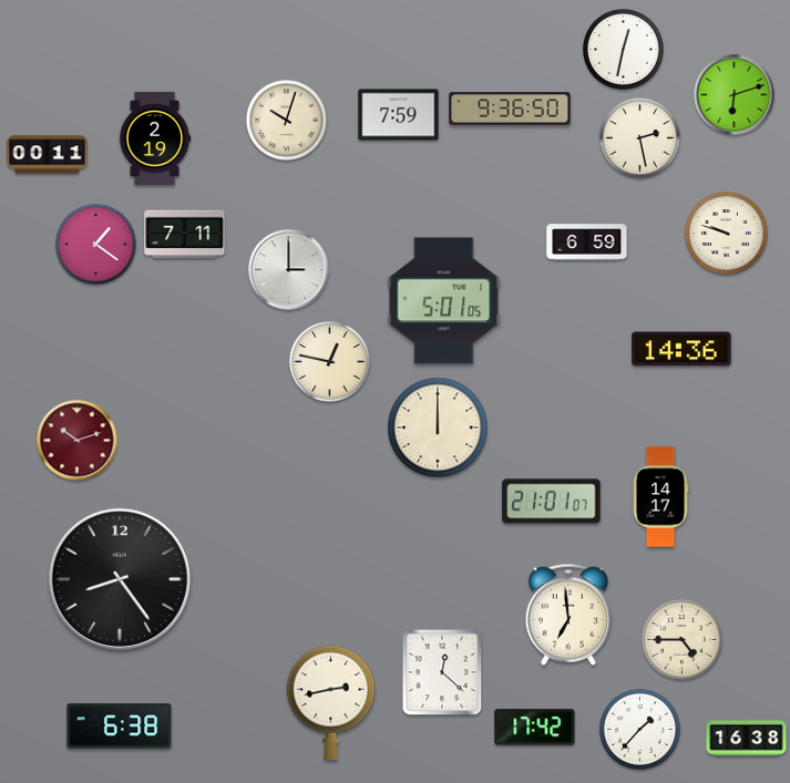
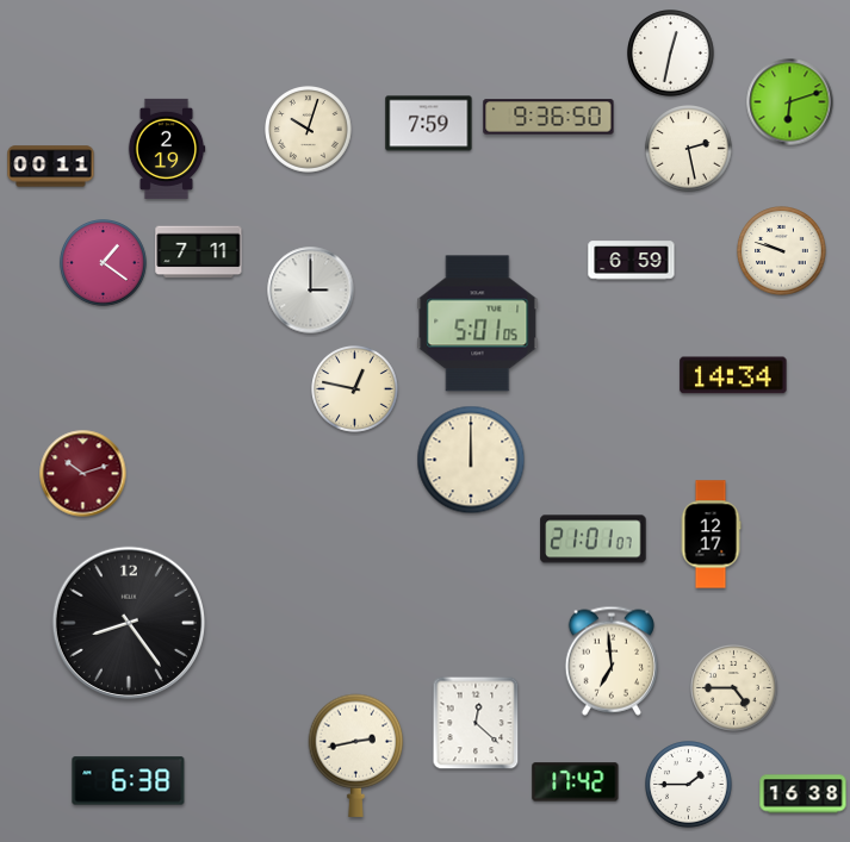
clock at (681, 349): 14:36 -> 14:34
clock at (660, 497): 14:17 -> 12:17
clock at (640, 730): 1:37 -> 1:45
